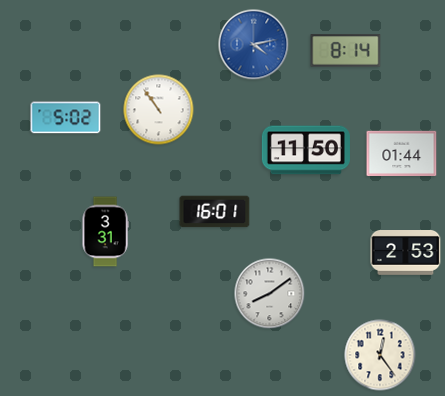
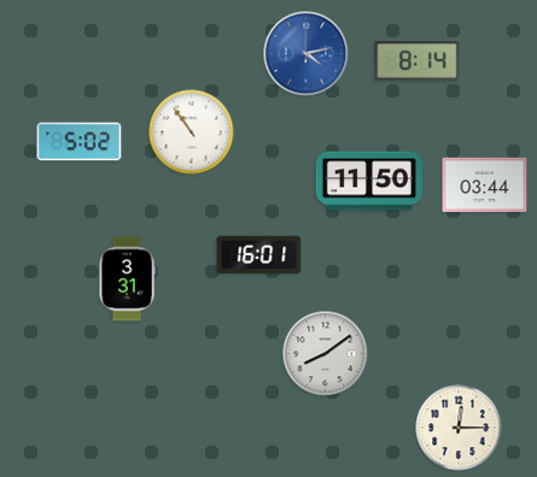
clock at (402, 153): 01:44 -> 03:44
clock at (406, 253): 2:53 -> none
clock at (380, 355): 12:24 -> 12:15
